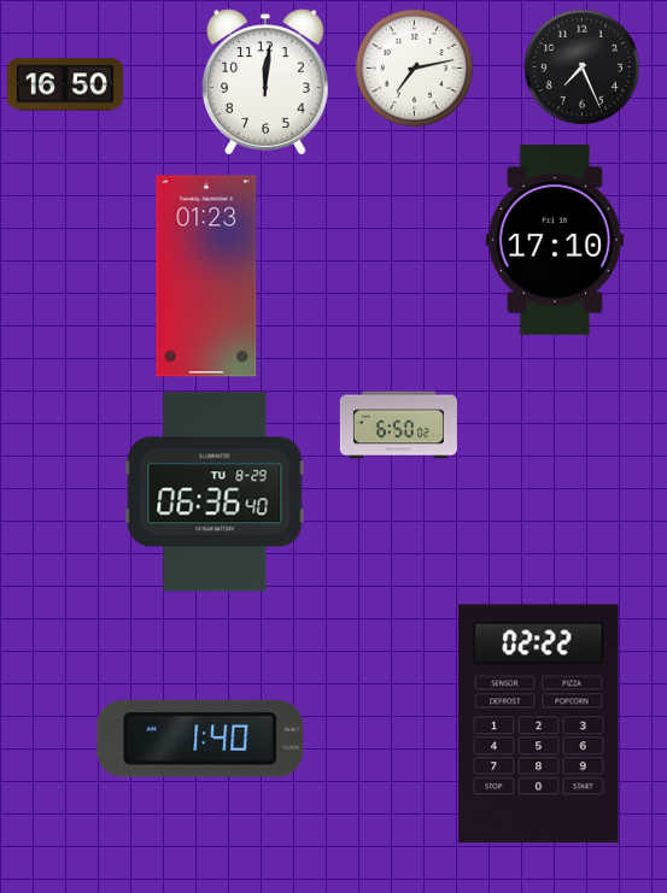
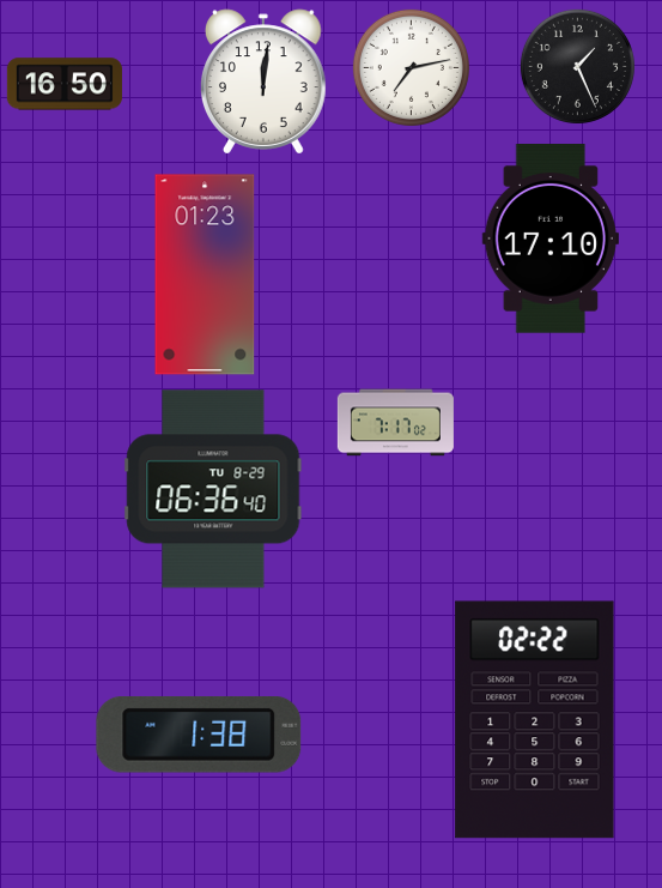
clock at (581, 66): 7:26 -> 1:26
clock at (398, 425): 6:50 -> 7:17
clock at (200, 740): 1:40 -> 1:38
